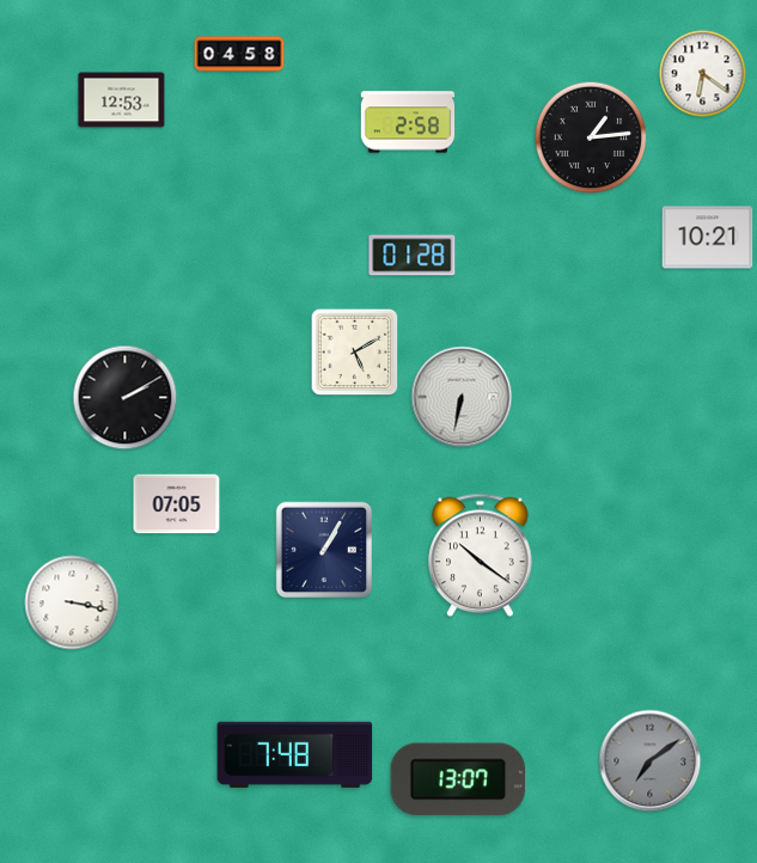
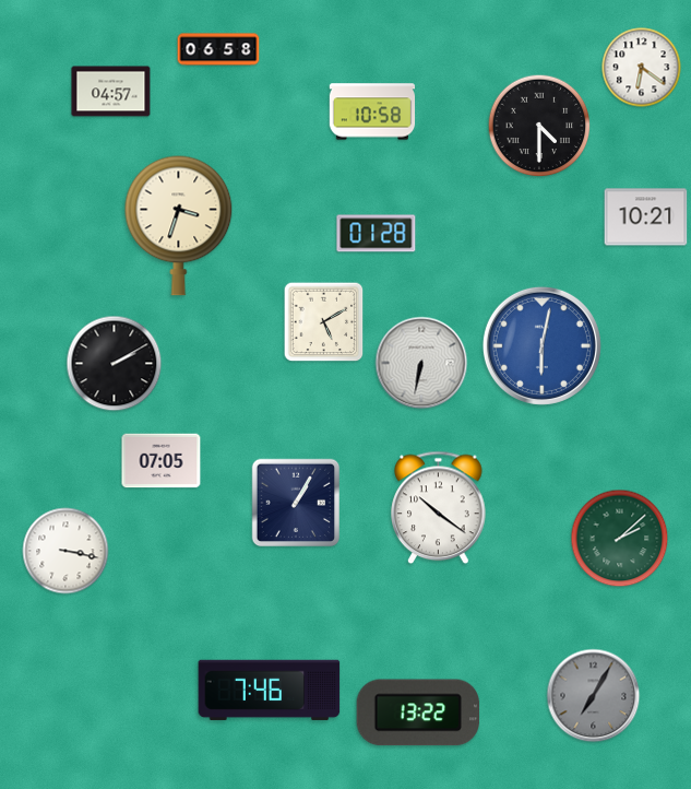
clock at (239, 54): 04:58 -> 06:58
clock at (122, 100): 12:53 -> 04:57
clock at (408, 122): 2:58 -> 10:58
clock at (591, 137): 1:14 -> 4:30
clock at (179, 225): none -> 3:33
clock at (541, 345): none -> 6:02
clock at (620, 539): none -> 2:08
clock at (295, 754): 7:48 -> 7:46
clock at (651, 761): 7:09 -> 7:05
clock at (457, 779): 13:07 -> 13:22
